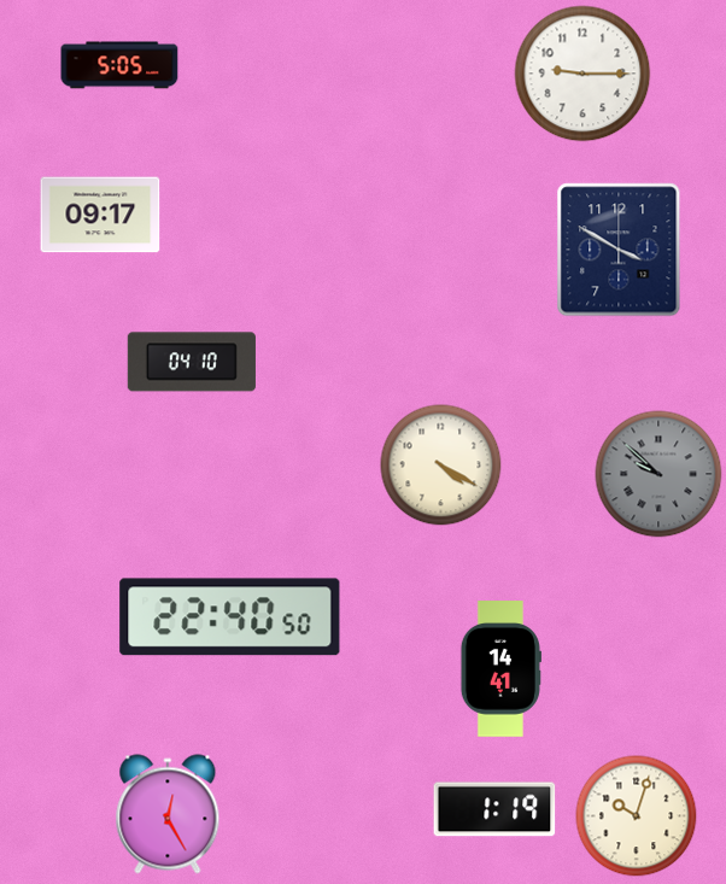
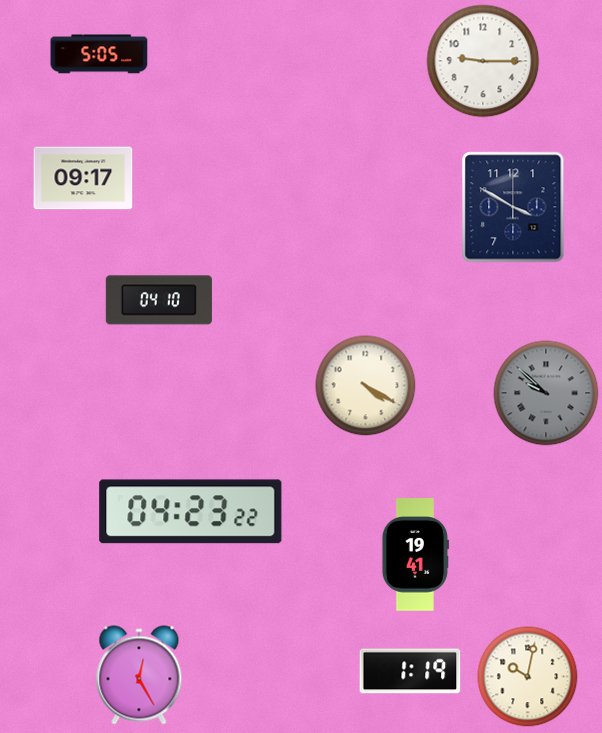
clock at (230, 617): 22:40 -> 04:23
clock at (500, 669): 14:41 -> 19:41
clock at (637, 816): 10:03 -> 10:02
